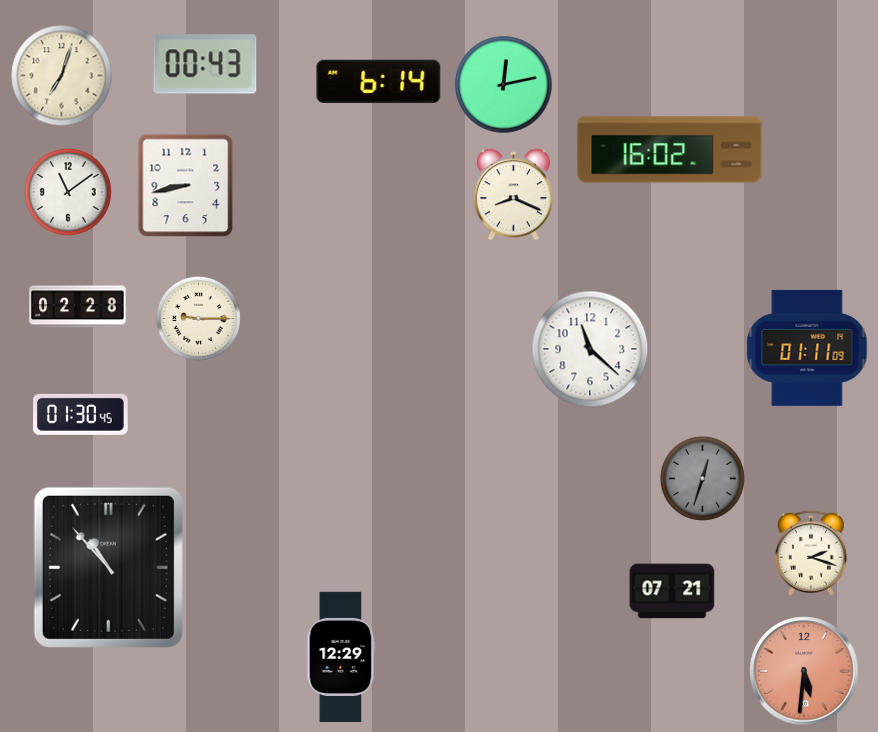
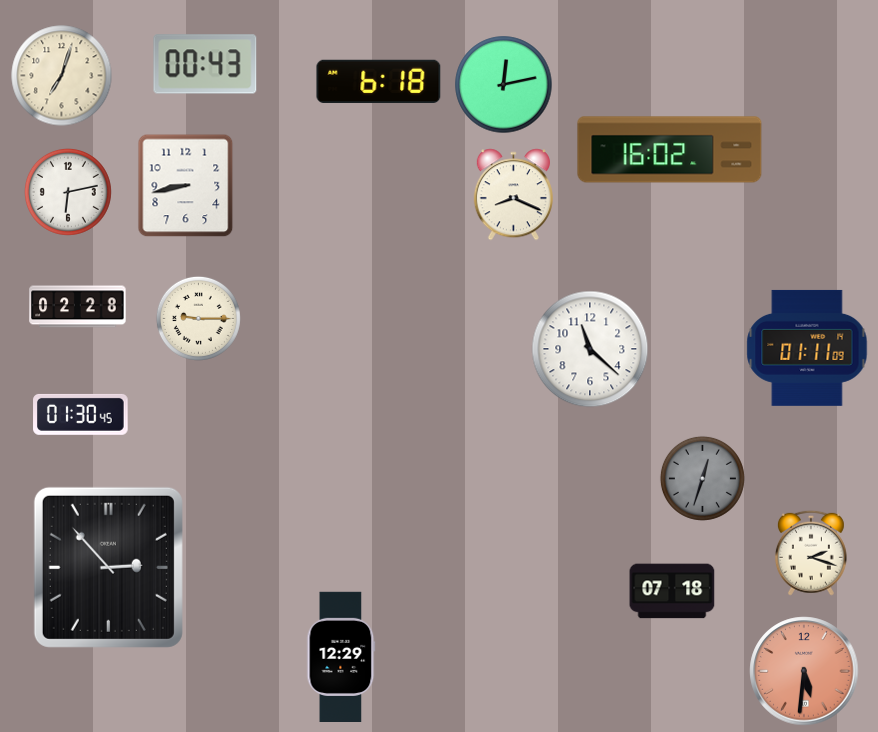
clock at (379, 81): 6:14 -> 6:18
clock at (68, 192): 11:09 -> 6:13
clock at (108, 567): 10:53 -> 2:53
clock at (672, 591): 07:21 -> 07:18
